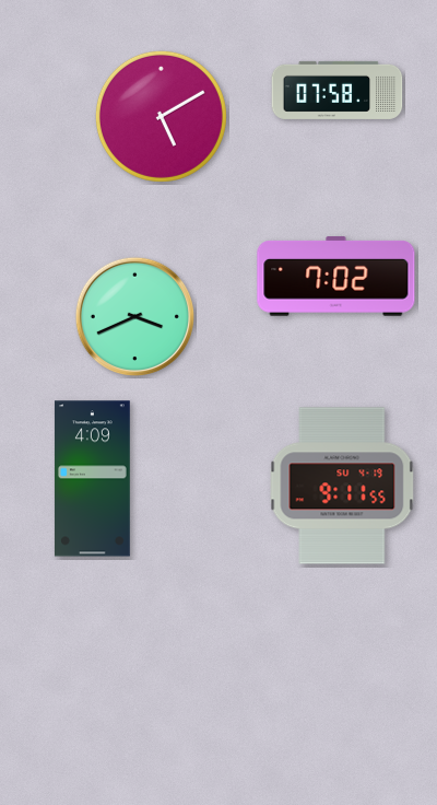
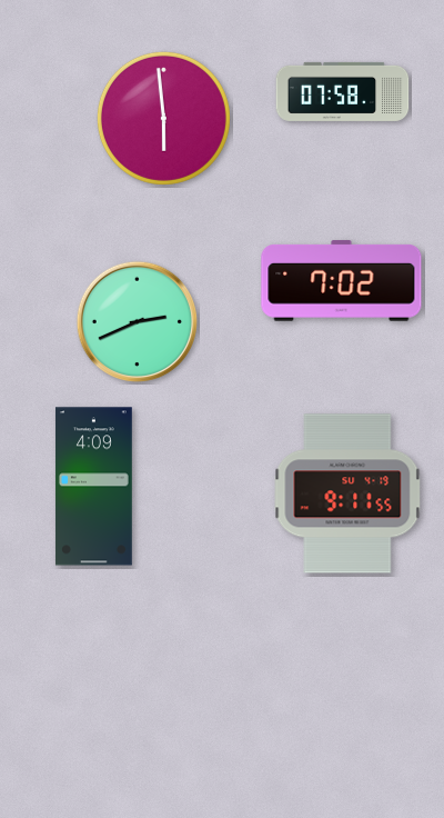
clock at (161, 116): 5:10 -> 5:59
clock at (134, 316): 3:41 -> 2:41
